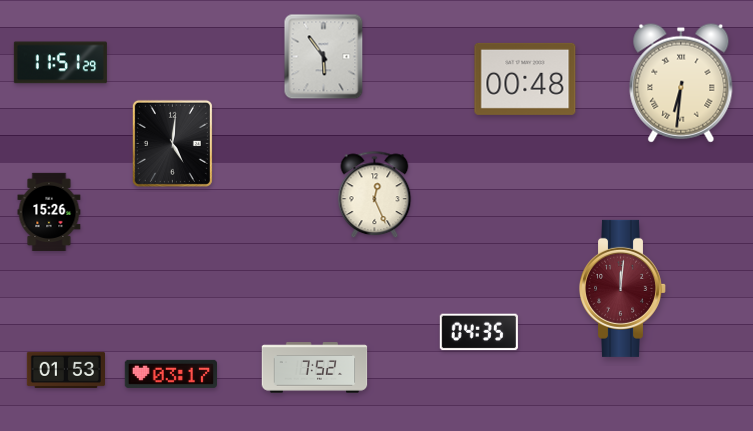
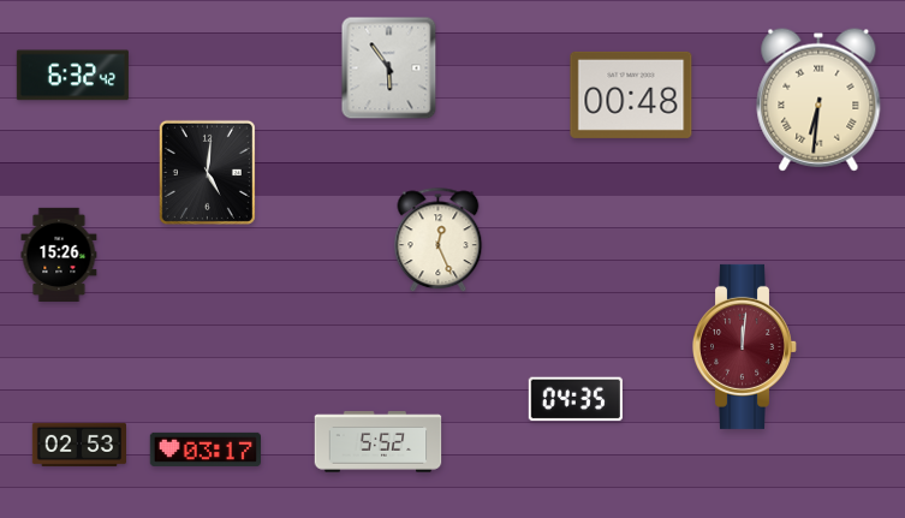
clock at (60, 63): 11:51 -> 6:32
clock at (375, 195) position: (375, 195) -> (439, 240)
clock at (623, 288) position: (623, 288) -> (745, 346)
clock at (315, 368): 7:52 -> 5:52
clock at (65, 370): 01:53 -> 02:53
